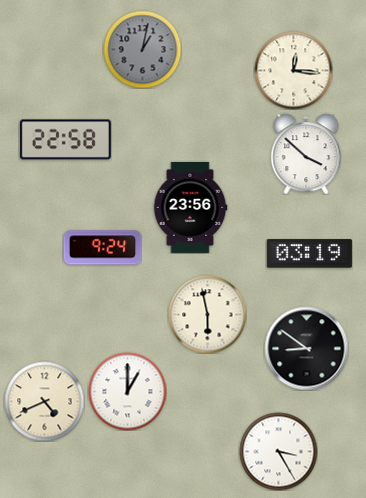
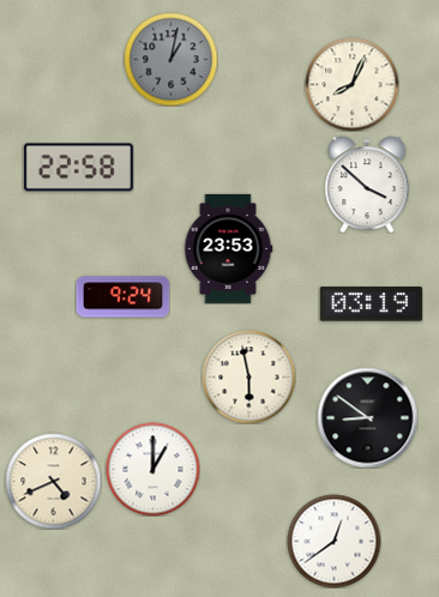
clock at (293, 70): 12:16 -> 8:04
clock at (190, 207): 23:56 -> 23:53
clock at (278, 451): 3:25 -> 12:39
